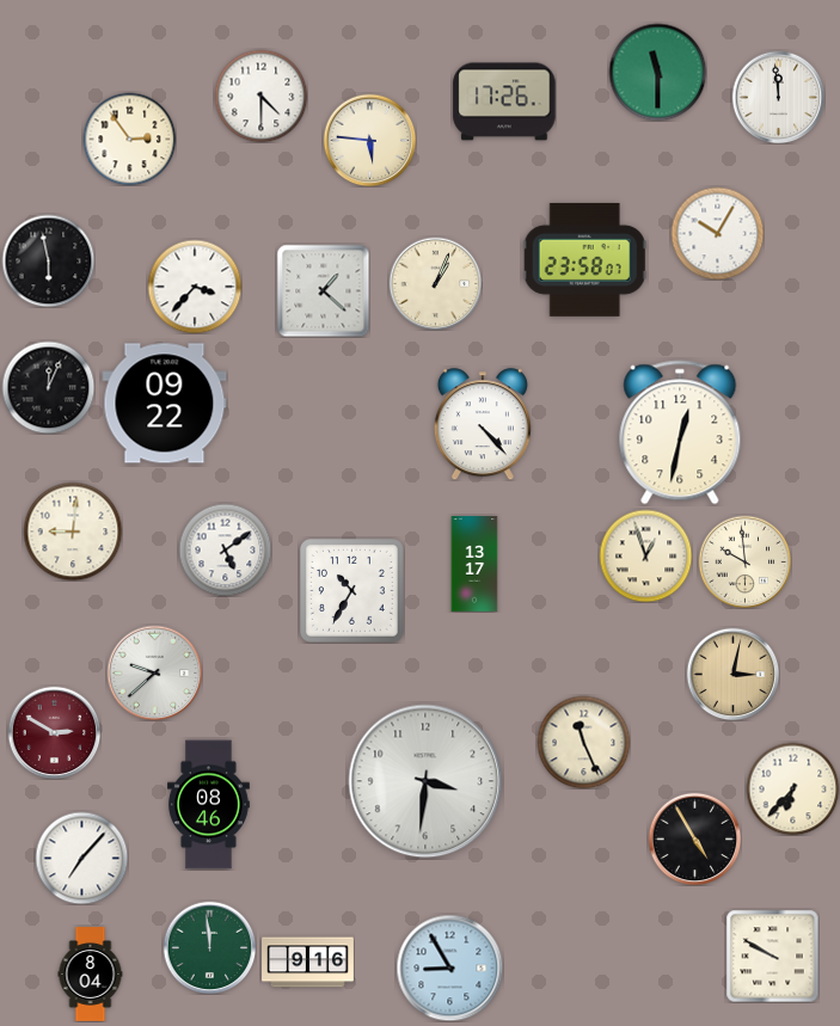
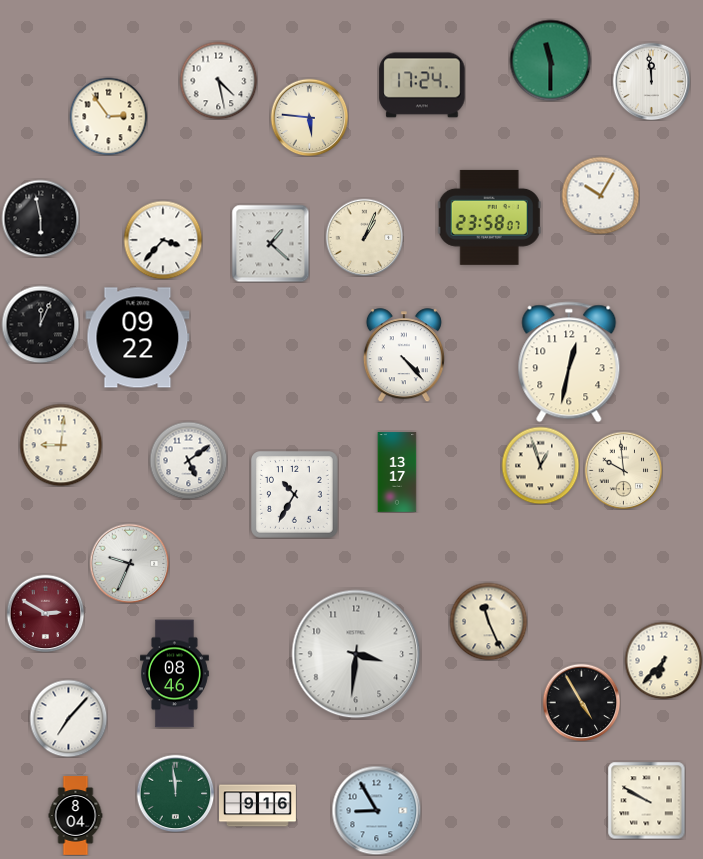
clock at (260, 96): 4:30 -> 4:28
clock at (504, 102): 17:26 -> 17:24
clock at (154, 672): 9:38 -> 9:34
clock at (732, 674): 3:02 -> none
